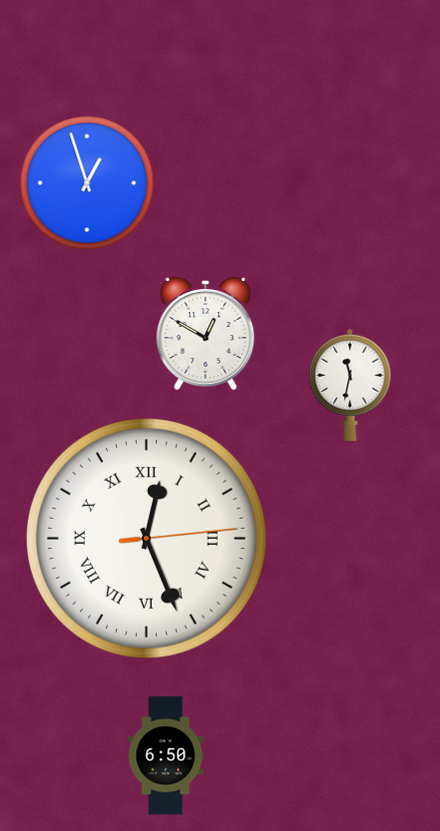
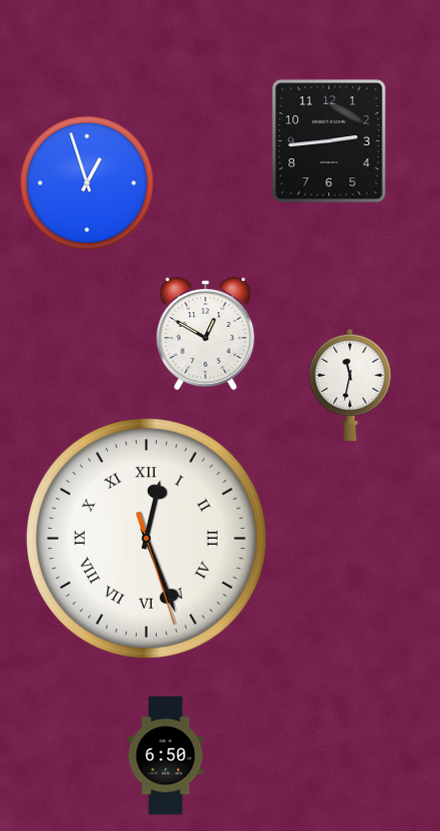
clock at (329, 141): none -> 2:44
clock at (146, 538): 12:26:14 -> 12:26:27
